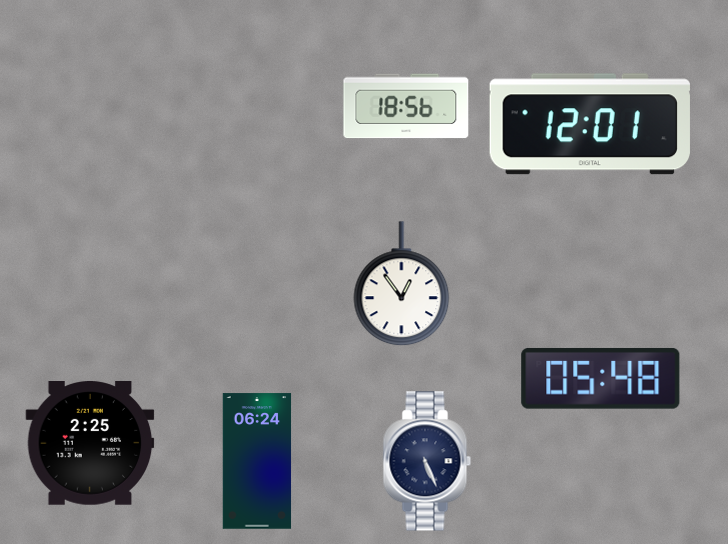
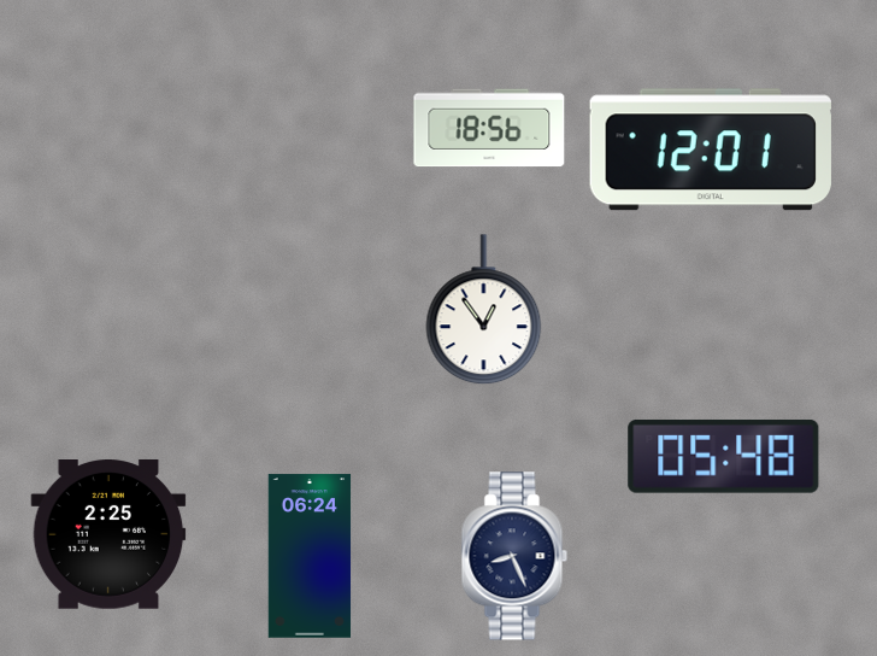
clock at (402, 284) position: (402, 284) -> (484, 310)
clock at (427, 461): 5:26 -> 8:26
